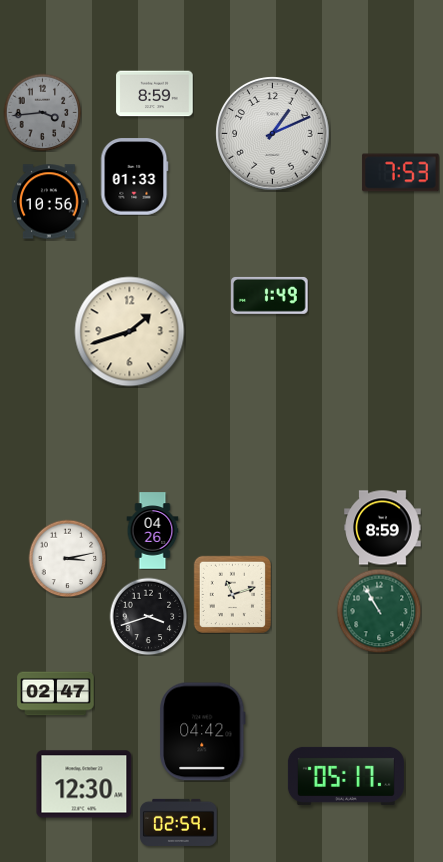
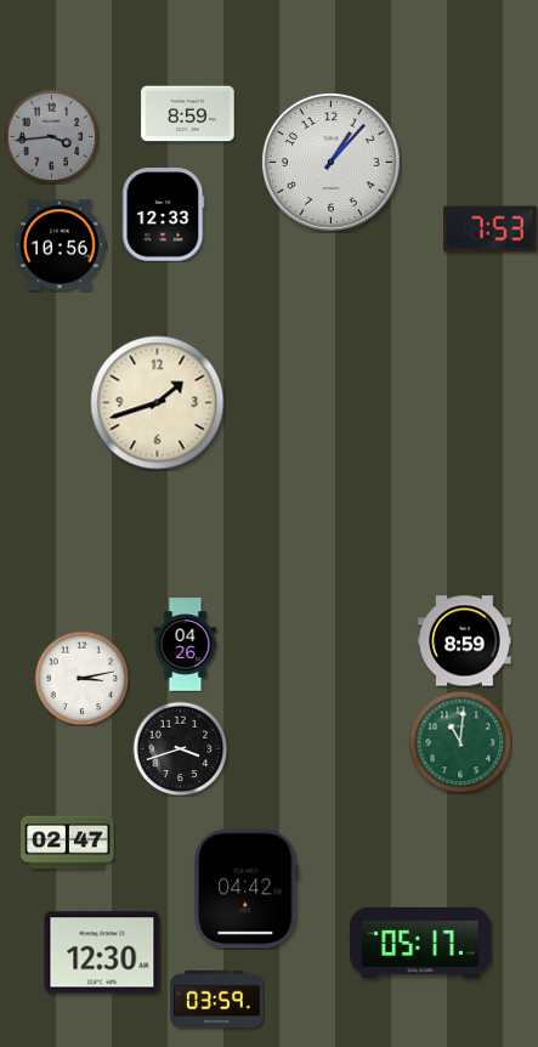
clock at (273, 134): 1:11 -> 1:07
clock at (401, 173) position: (401, 173) -> (491, 230)
clock at (135, 177): 01:33 -> 12:33
clock at (270, 295): 1:49 -> none
clock at (232, 594): 11:12 -> none
clock at (379, 611): 10:55 -> 11:01
clock at (179, 822): 02:59 -> 03:59
